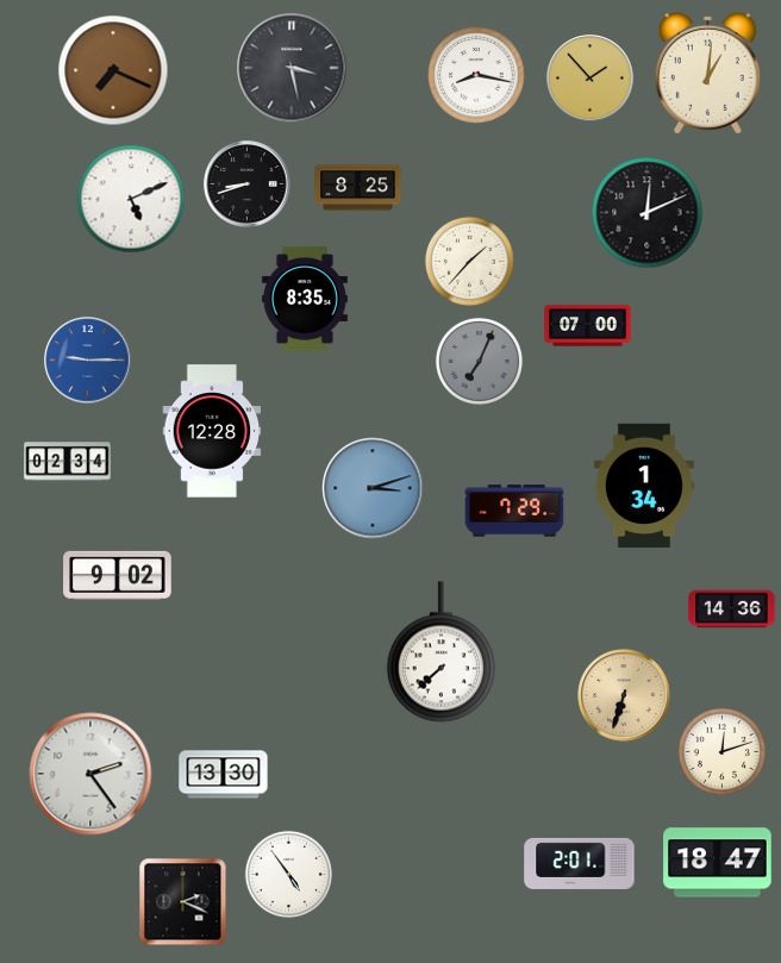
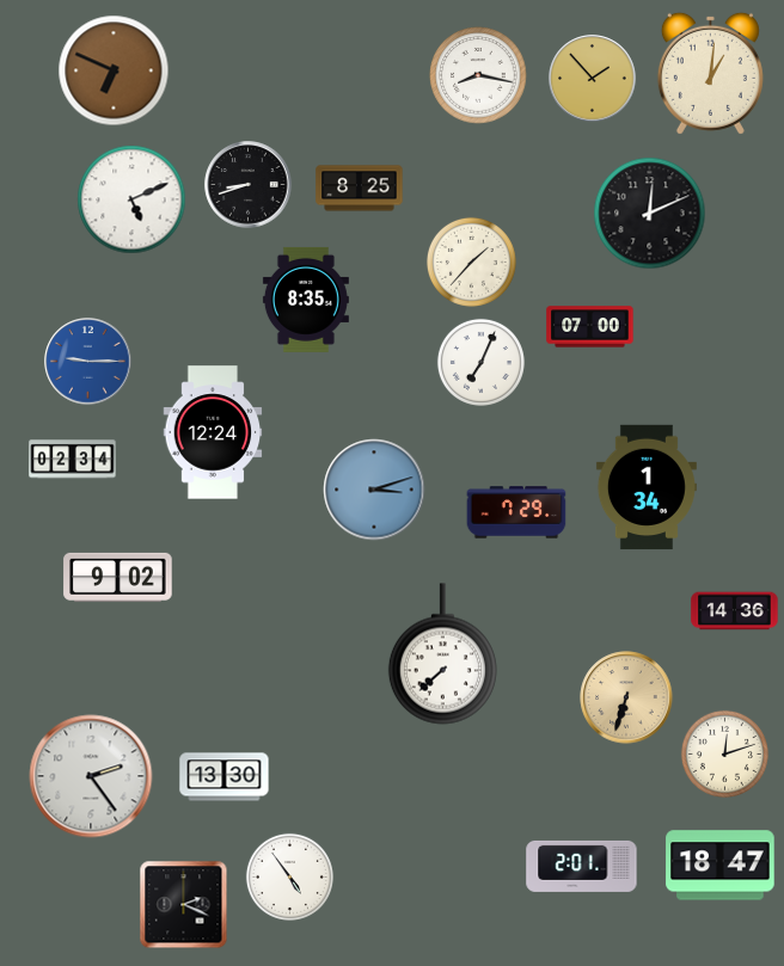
clock at (292, 68): 3:28 -> none
clock at (113, 70): 7:19 -> 6:49
clock at (479, 361) dial: grey -> white
clock at (212, 431): 12:28 -> 12:24
clock at (68, 462) position: (68, 462) -> (73, 460)
